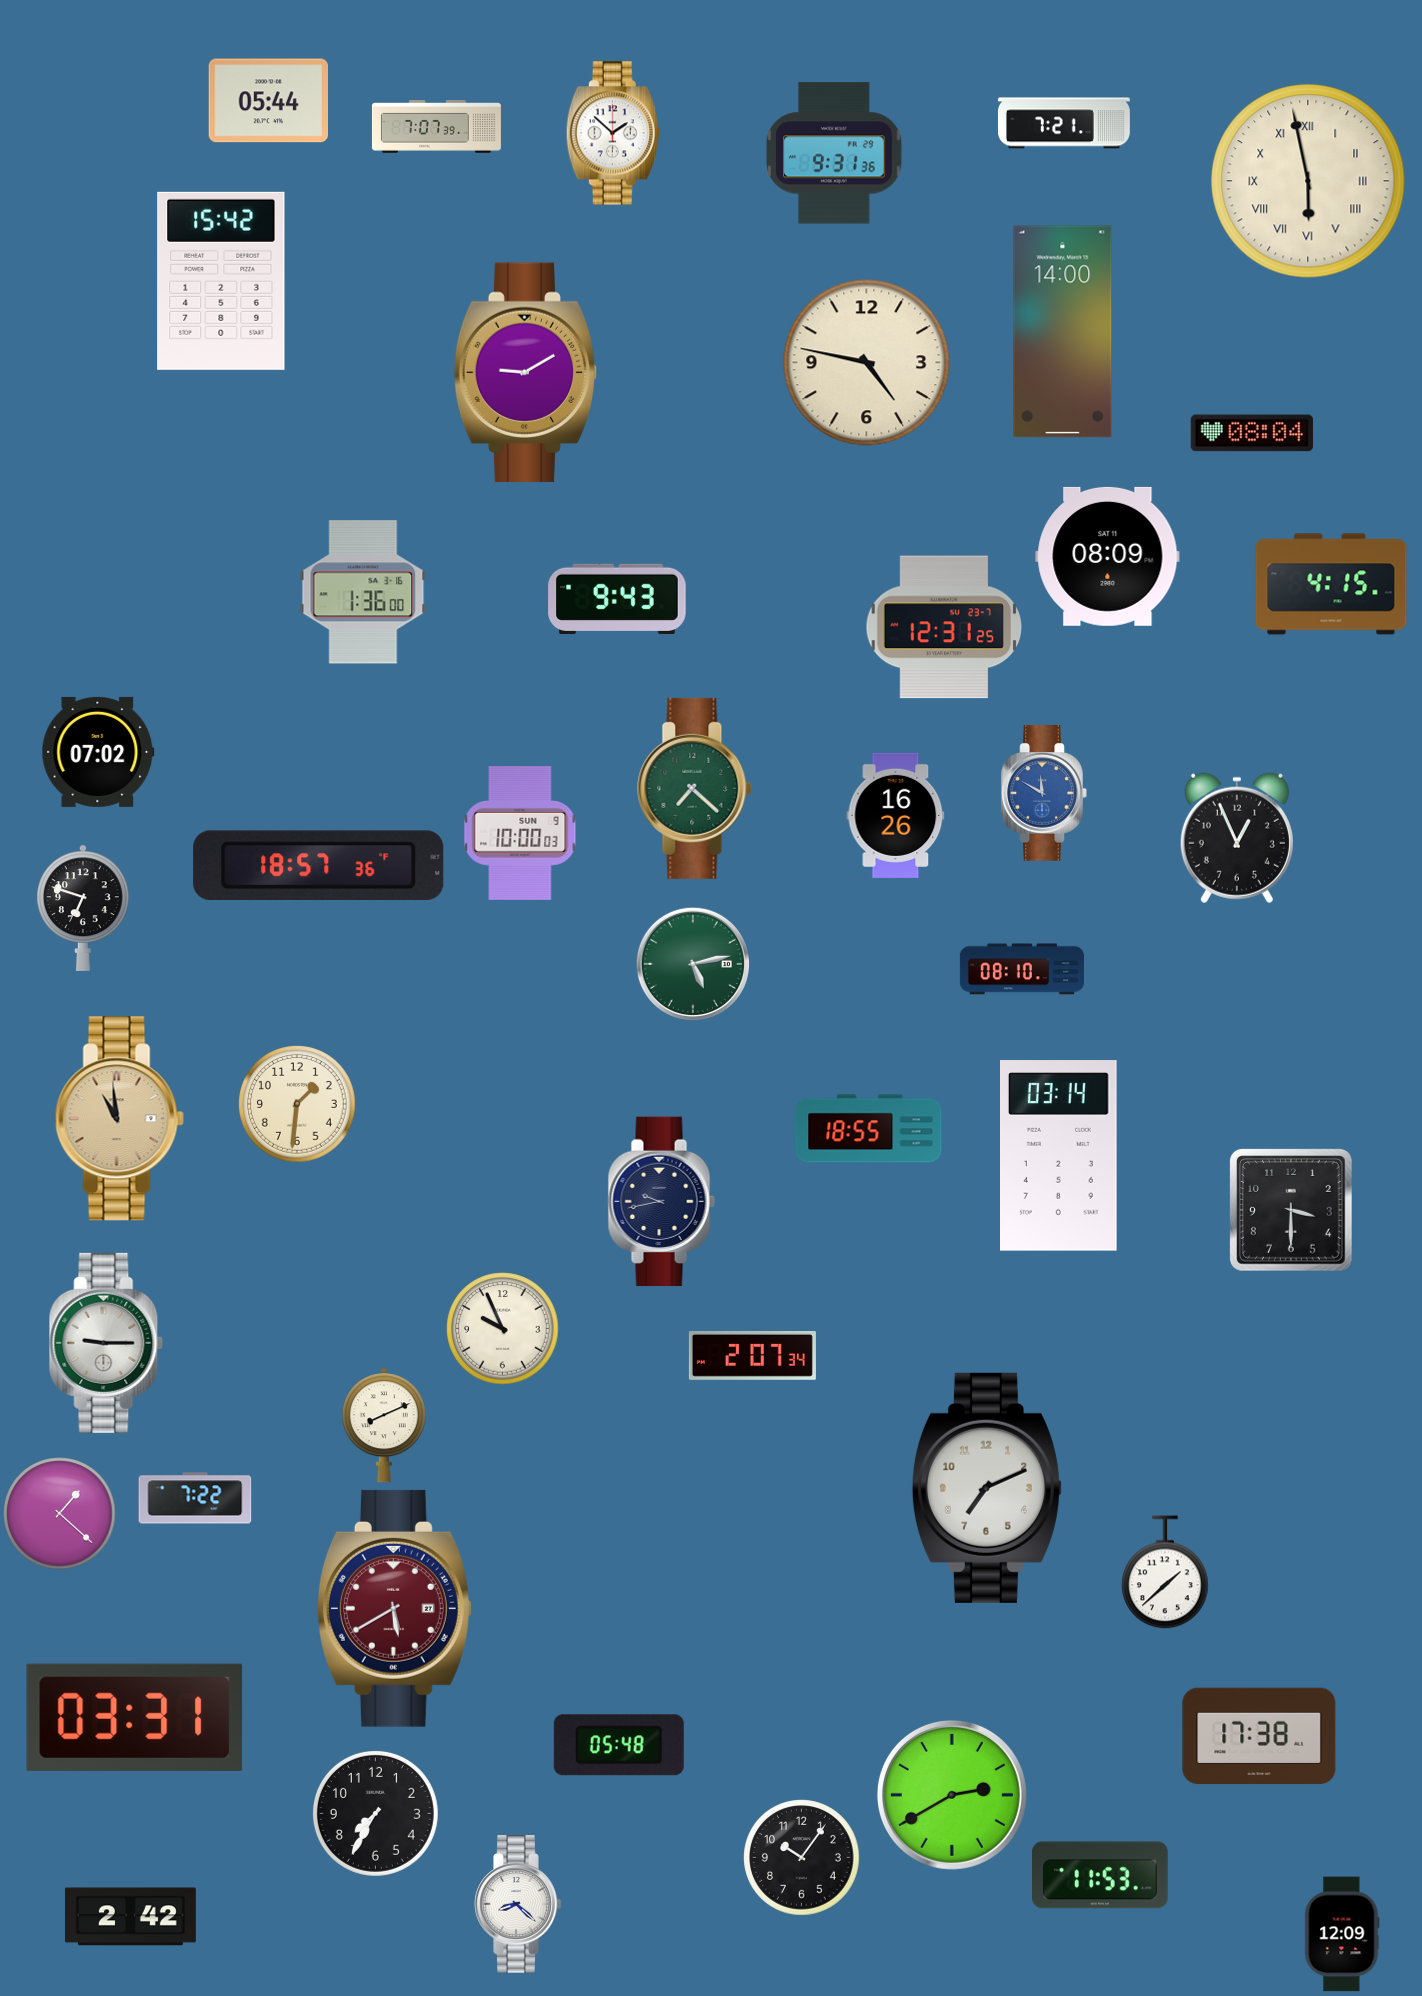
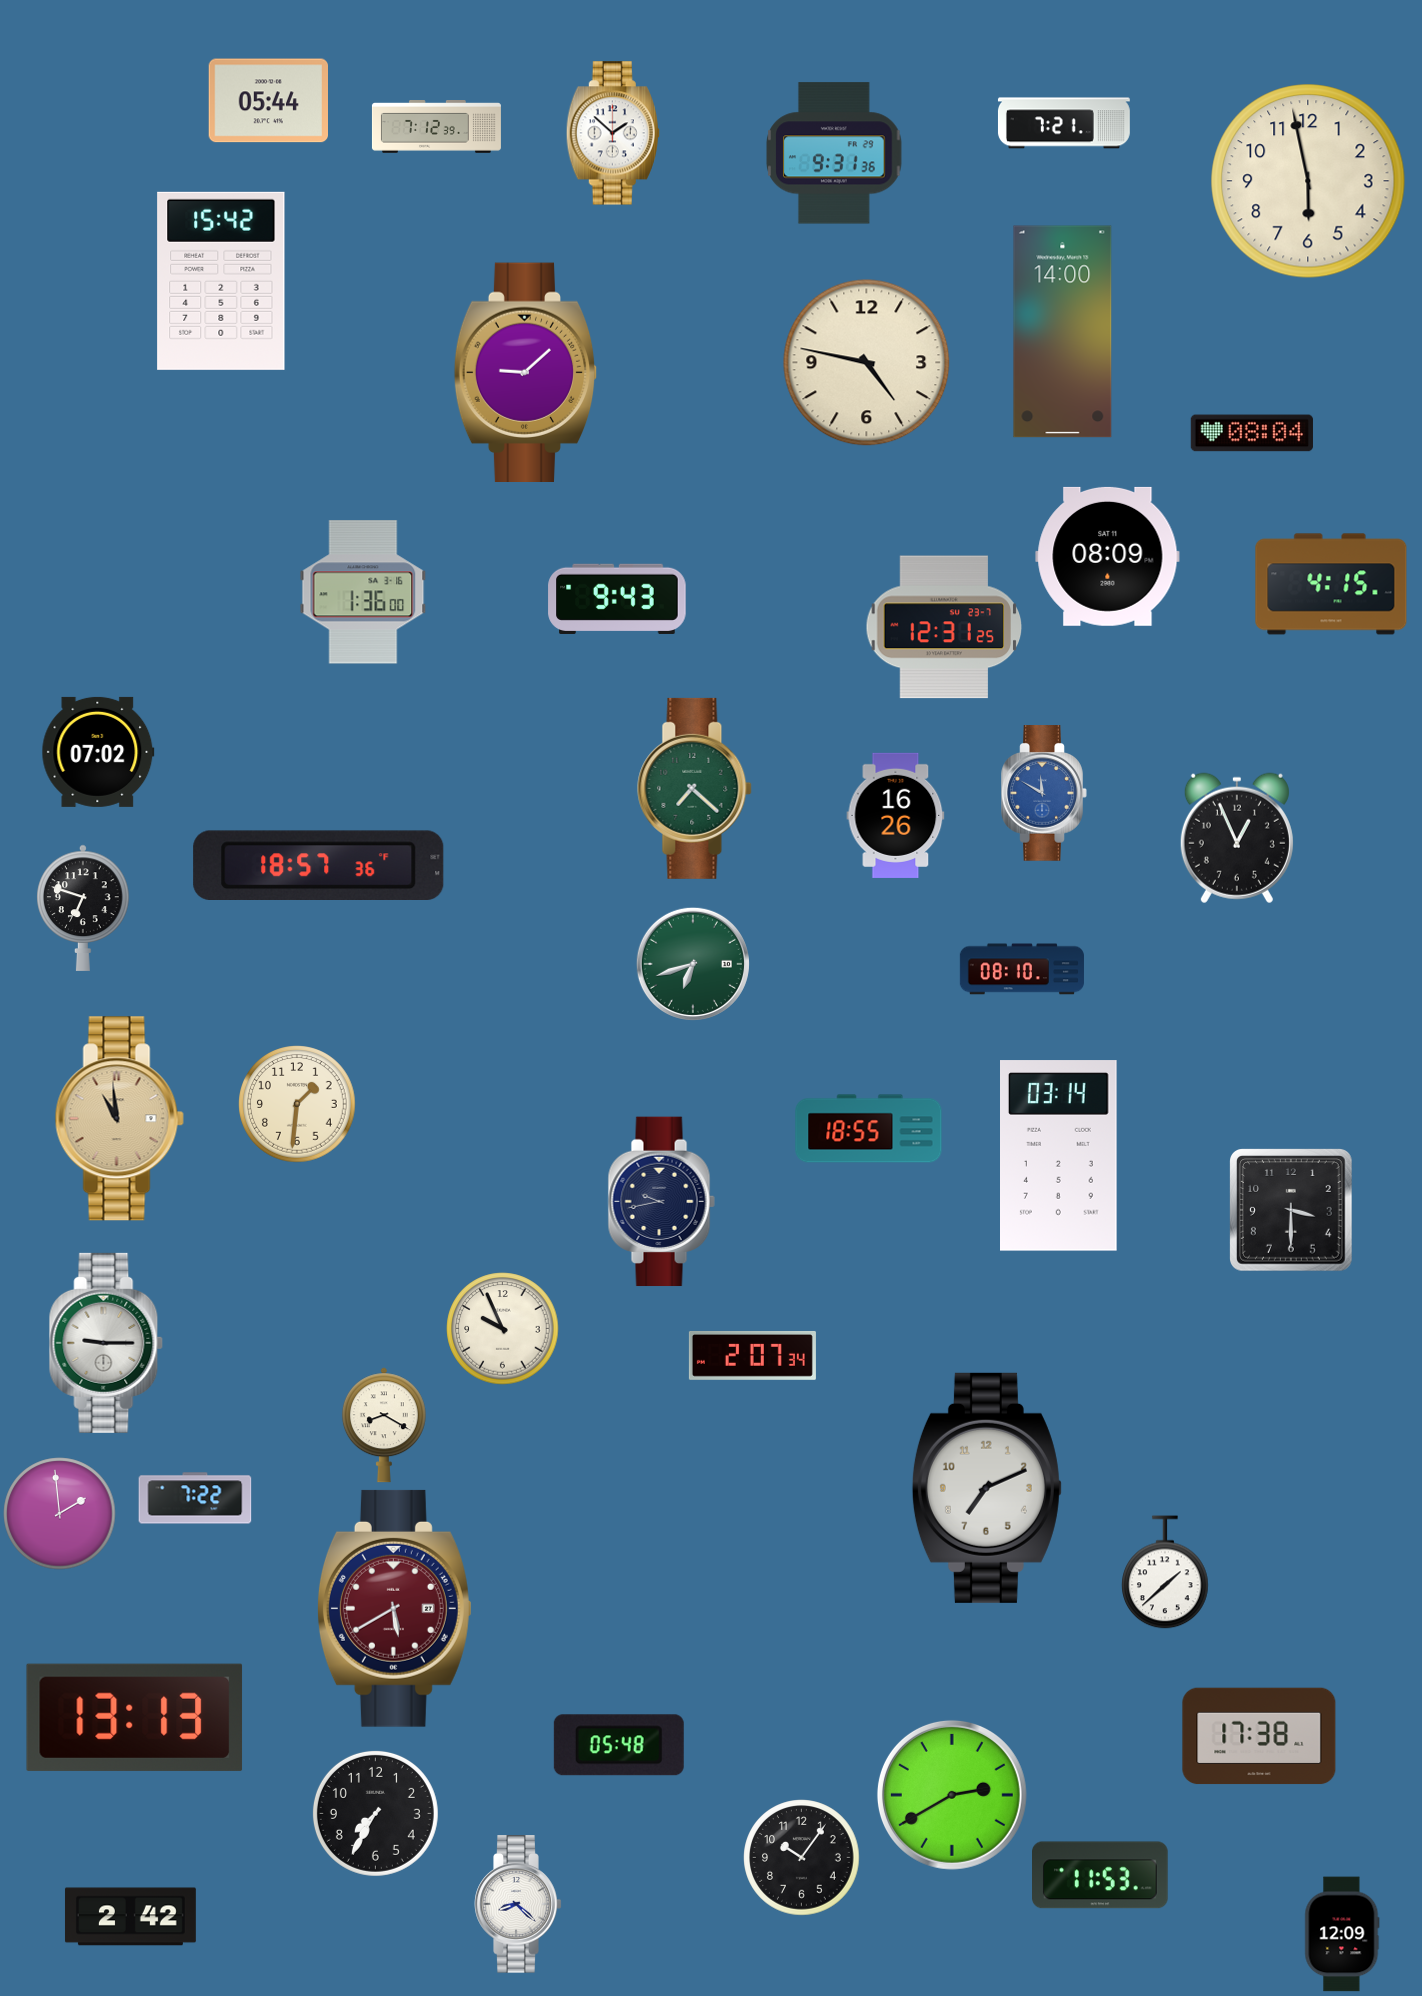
clock at (436, 127): 7:07 -> 7:12
clock at (1308, 181) numerals: Roman -> Arabic
clock at (526, 372): 9:10 -> 9:08
clock at (520, 834): 10:00 -> none
clock at (693, 964): 5:13 -> 6:42
clock at (384, 1425): 8:11 -> 8:20
clock at (60, 1514): 1:22 -> 1:59
clock at (135, 1717): 03:31 -> 13:13
